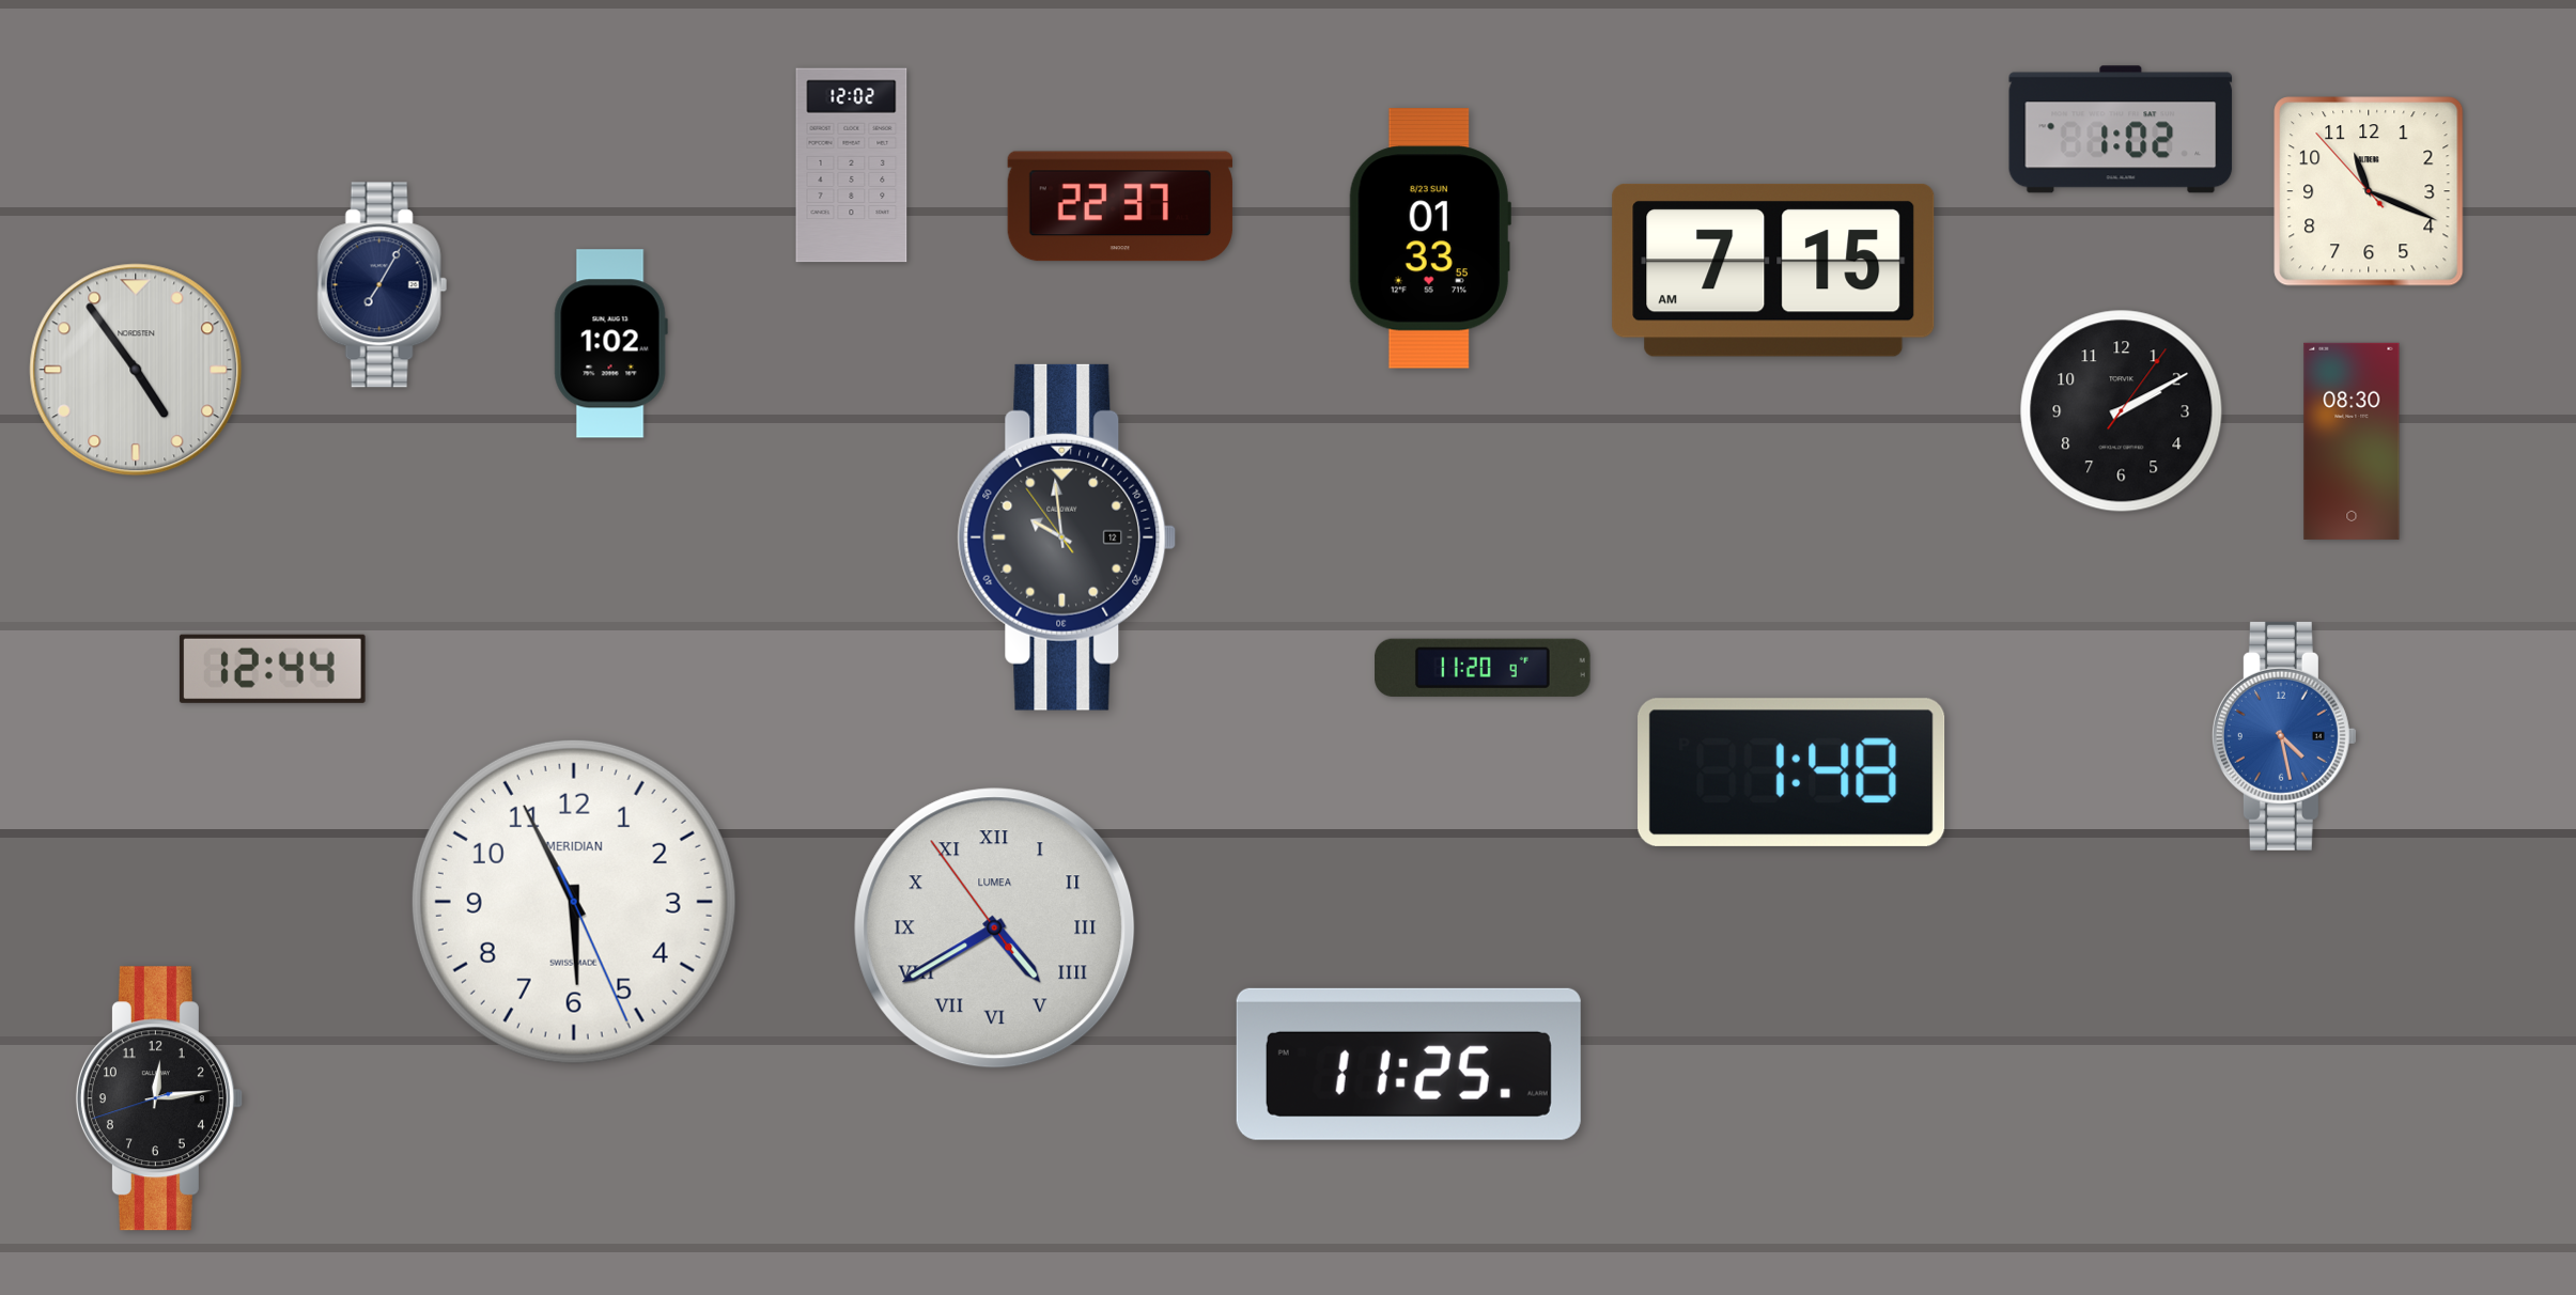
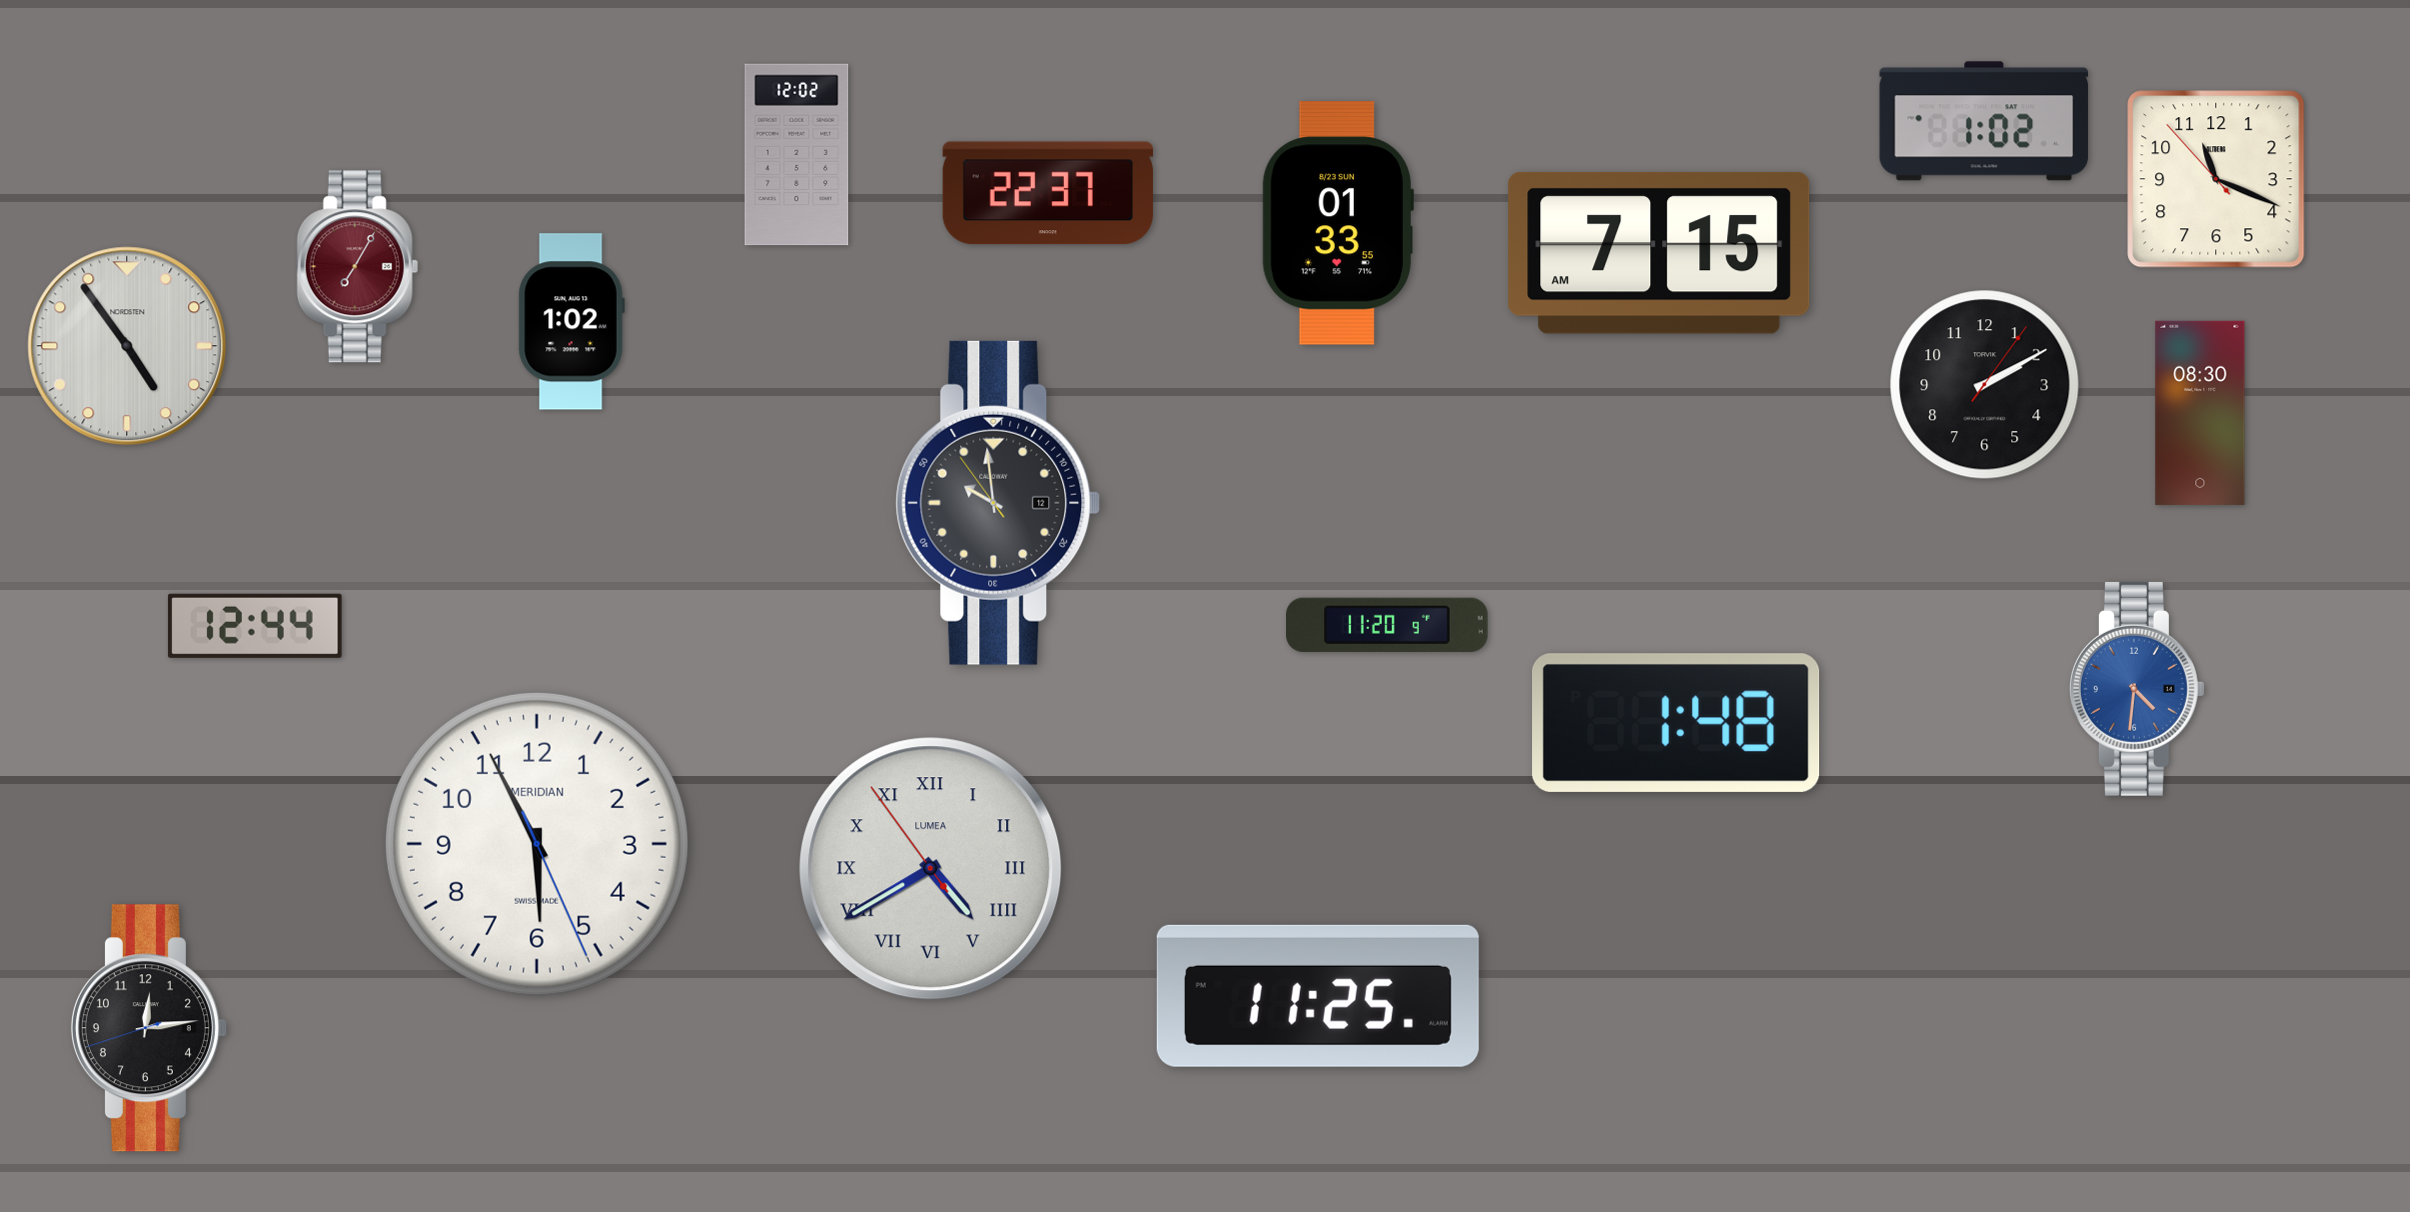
clock at (382, 285) dial: navy -> burgundy
clock at (2284, 736): 4:28 -> 4:31
